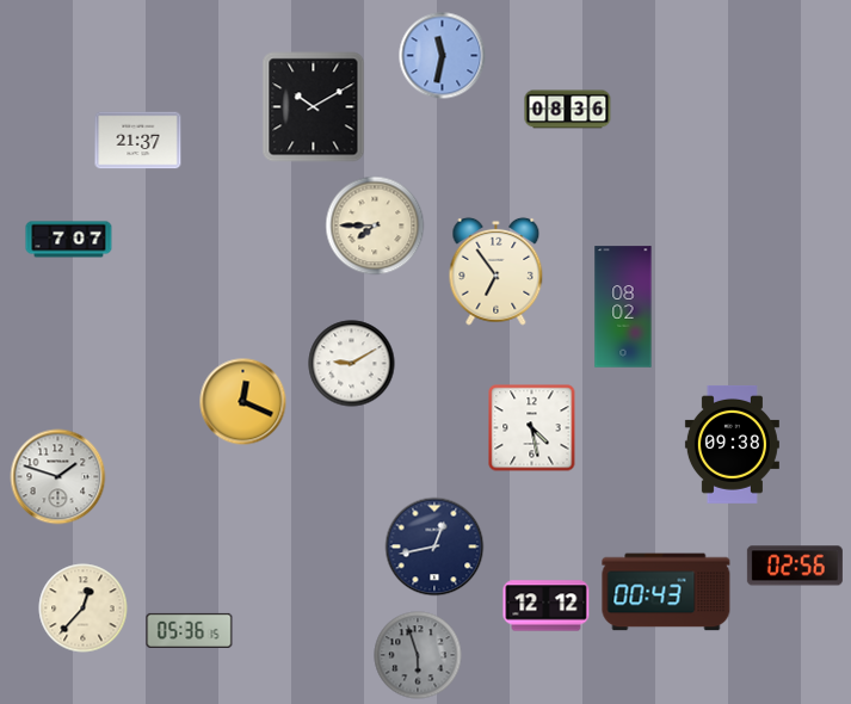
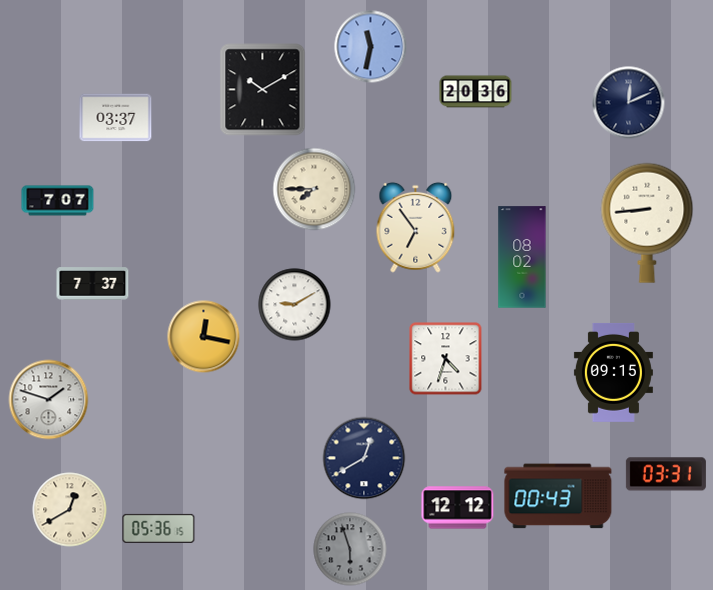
clock at (568, 110): 08:36 -> 20:36
clock at (629, 103): none -> 12:11
clock at (138, 141): 21:37 -> 03:37
clock at (647, 223): none -> 8:44
clock at (93, 284): none -> 7:37
clock at (243, 402): 12:19 -> 12:17
clock at (532, 428): 4:28 -> 4:33
clock at (732, 444): 09:38 -> 09:15
clock at (434, 546): 12:43 -> 12:40
clock at (795, 566): 02:56 -> 03:31
clock at (84, 609): 12:37 -> 12:40
